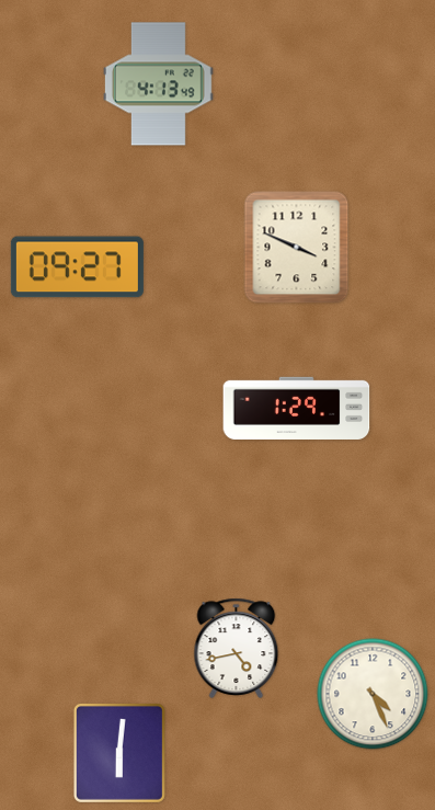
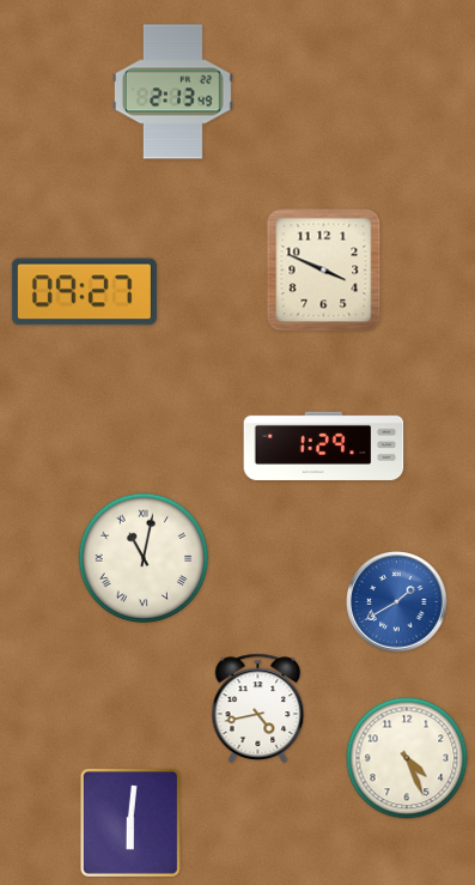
clock at (158, 84): 4:13 -> 2:13
clock at (144, 558): none -> 11:02
clock at (397, 602): none -> 1:40
